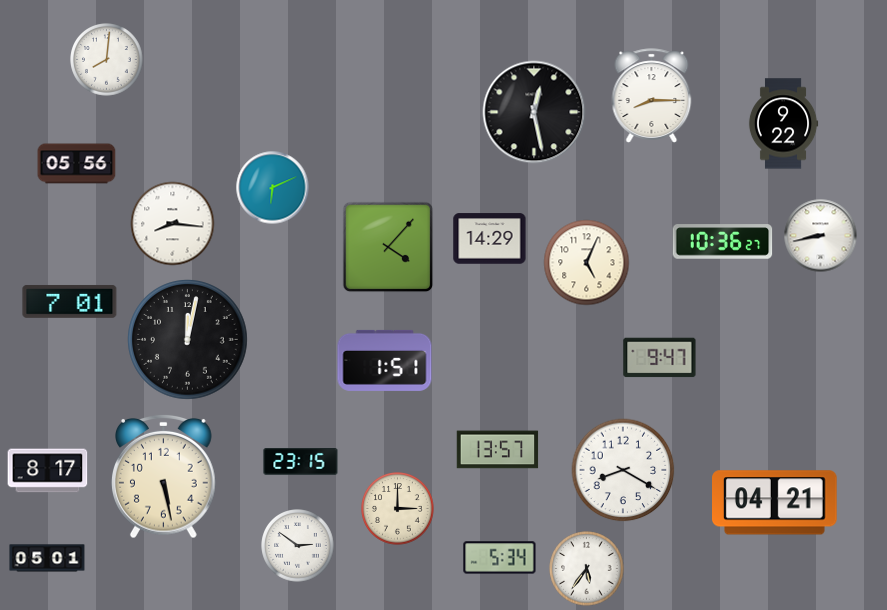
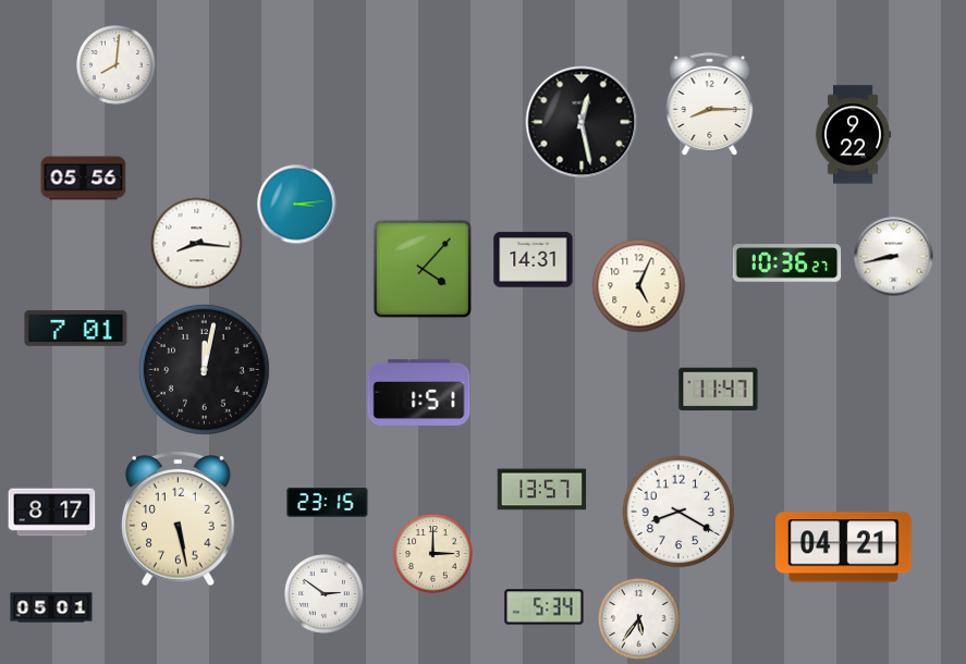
clock at (273, 188): 6:11 -> 3:14
clock at (173, 224) position: (173, 224) -> (197, 244)
clock at (490, 239): 14:29 -> 14:31
clock at (660, 358): 9:47 -> 11:47
